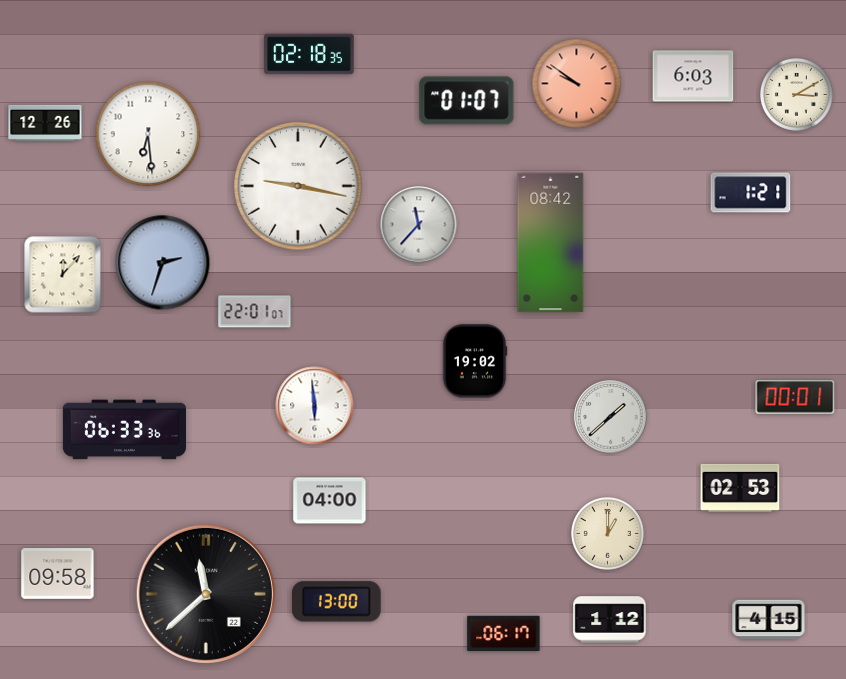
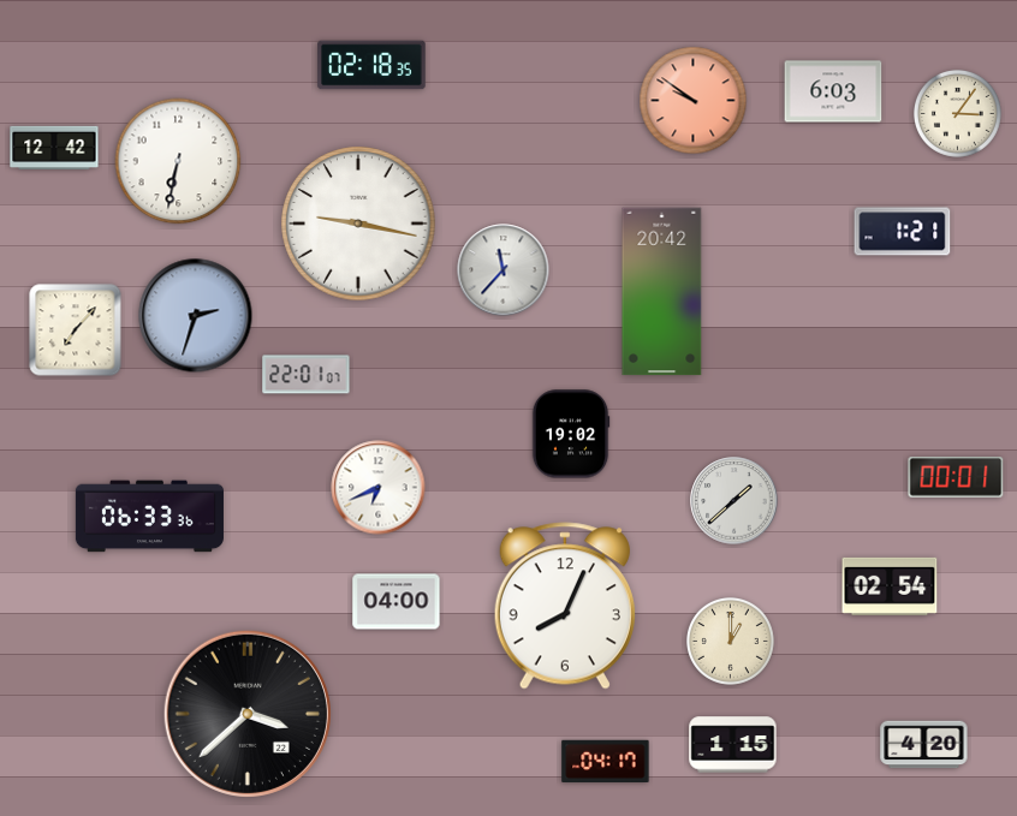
clock at (796, 94): 3:10 -> 3:06
clock at (467, 101): 01:07 -> none
clock at (45, 122): 12:26 -> 12:42
clock at (148, 134): 6:29 -> 6:32
clock at (551, 243): 08:42 -> 20:42
clock at (63, 275): 12:07 -> 7:07
clock at (315, 406): 5:59 -> 6:41
clock at (740, 488): 02:53 -> 02:54
clock at (565, 606): none -> 8:04
clock at (58, 574): 09:58 -> none
clock at (206, 594): 11:38 -> 3:38
clock at (337, 602): 13:00 -> none
clock at (610, 620): 1:12 -> 1:15
clock at (769, 620): 4:15 -> 4:20
clock at (504, 633): 06:17 -> 04:17
